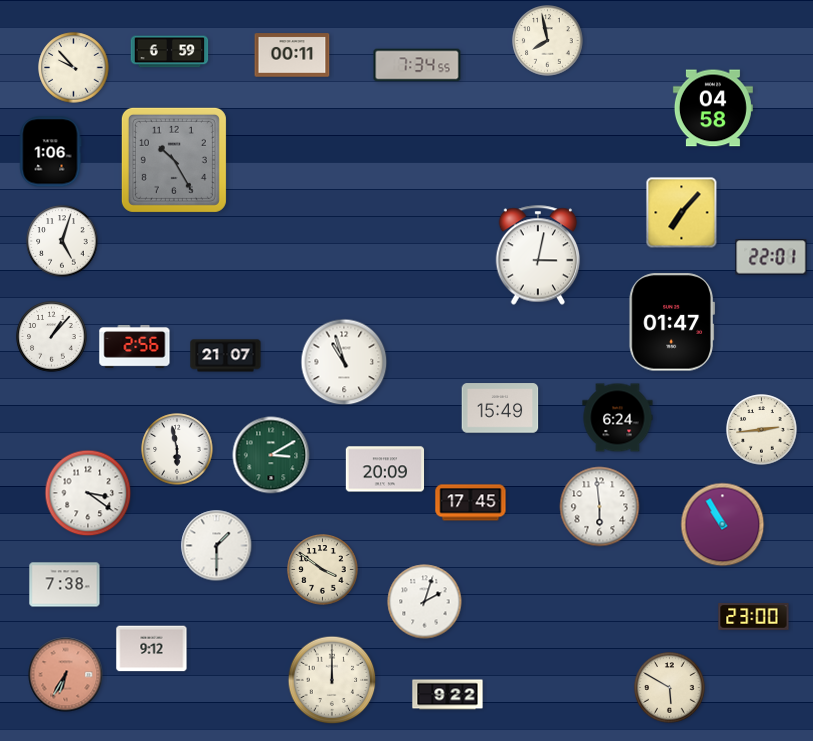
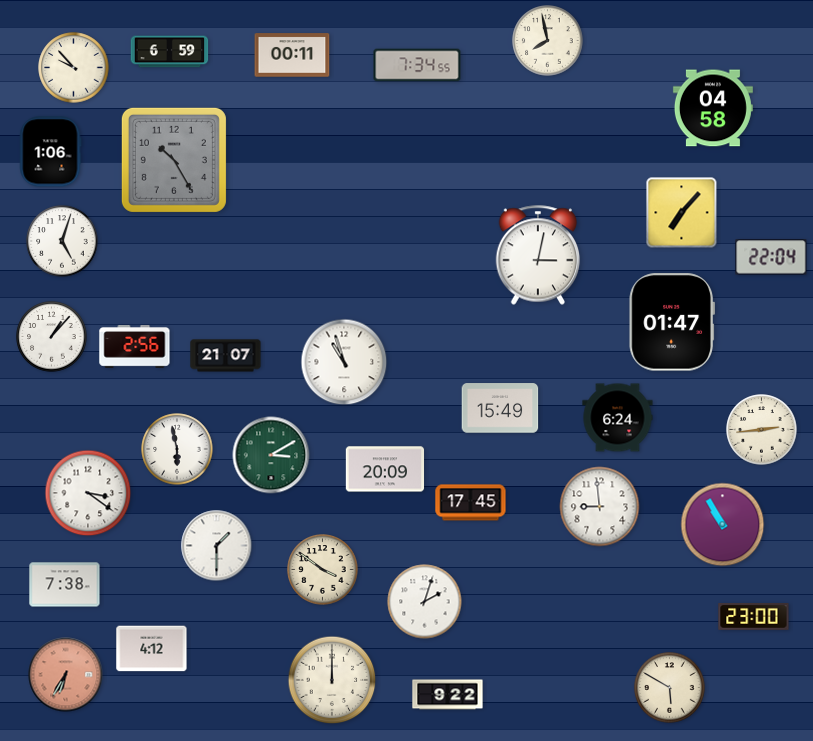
clock at (771, 257): 22:01 -> 22:04
clock at (600, 507): 5:59 -> 8:59
clock at (152, 649): 9:12 -> 4:12
